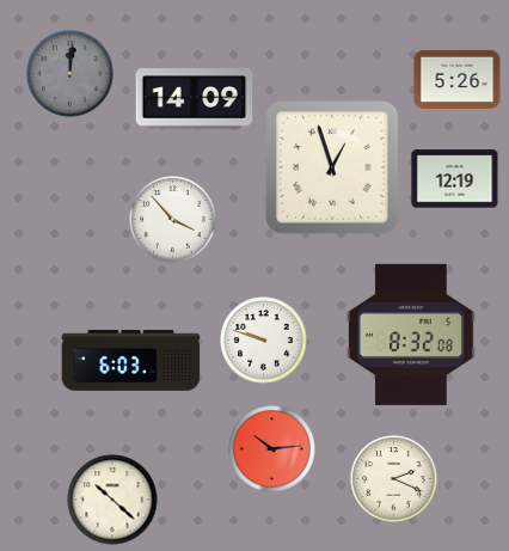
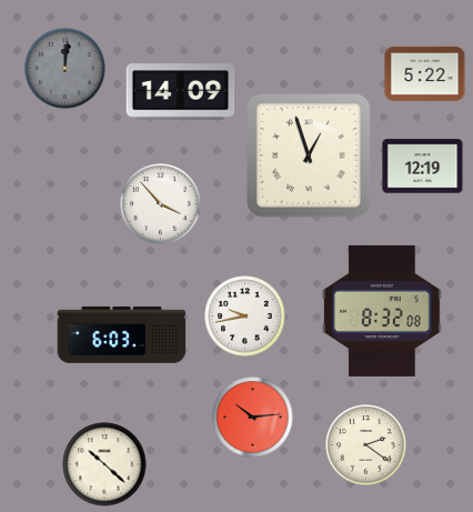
clock at (458, 79): 5:26 -> 5:22
clock at (264, 341): 9:48 -> 9:43
clock at (394, 479): 2:19 -> 2:21
